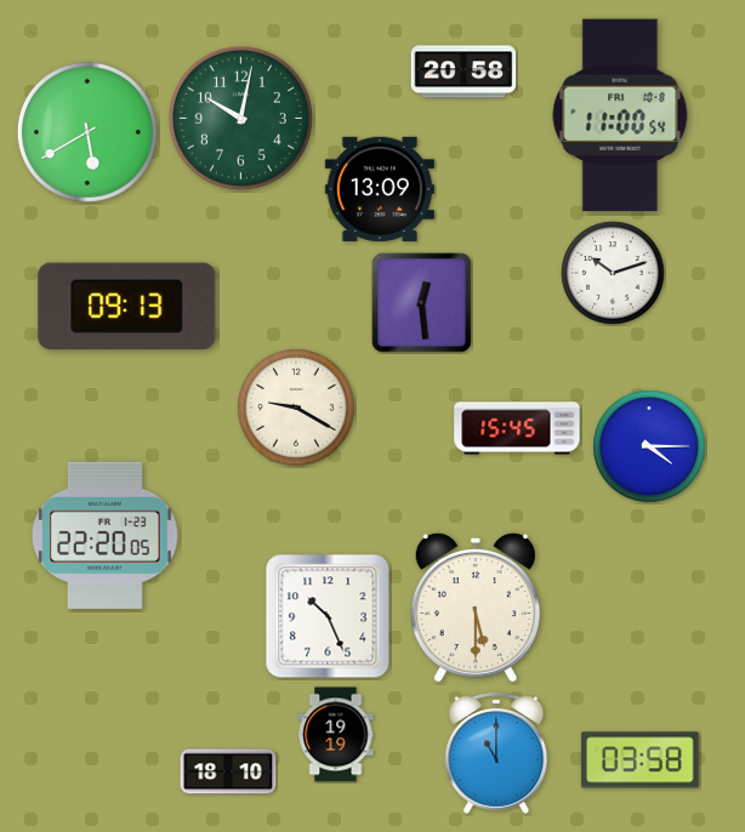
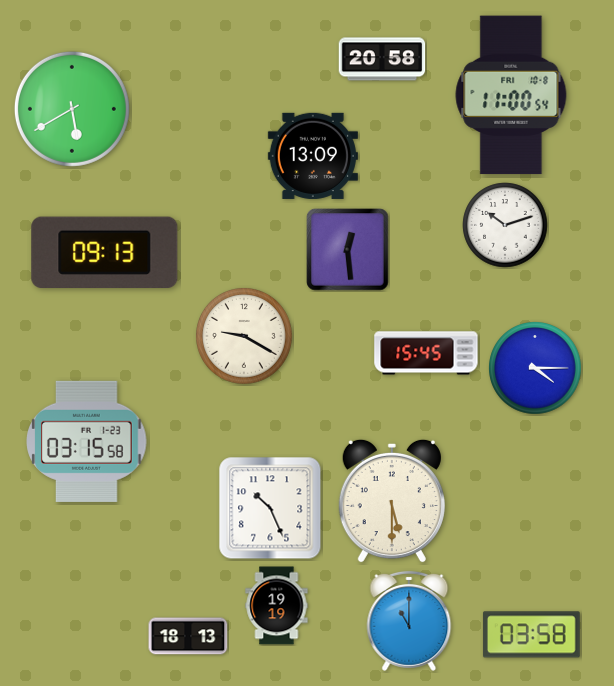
clock at (240, 118): 10:02 -> none
clock at (106, 535): 22:20 -> 03:15
clock at (639, 760) position: (639, 760) -> (531, 635)
clock at (228, 771): 18:10 -> 18:13
